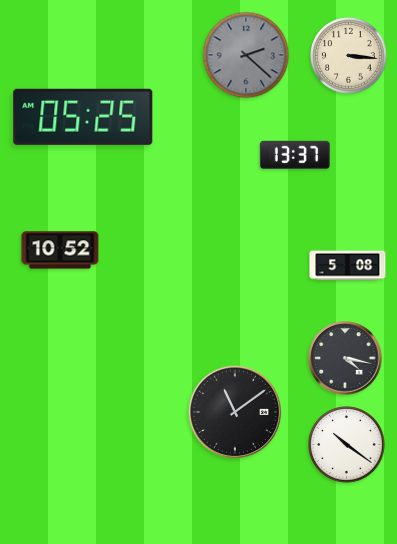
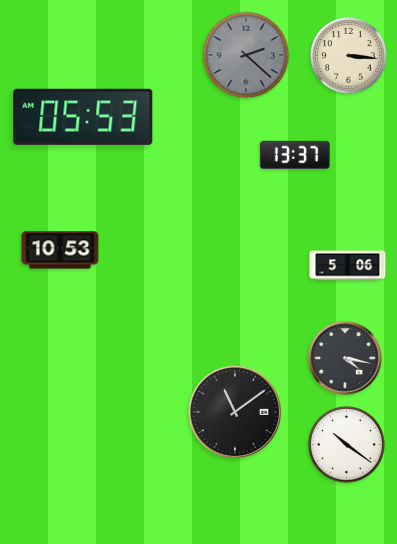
clock at (83, 117): 05:25 -> 05:53
clock at (60, 250): 10:52 -> 10:53
clock at (348, 266): 5:08 -> 5:06
